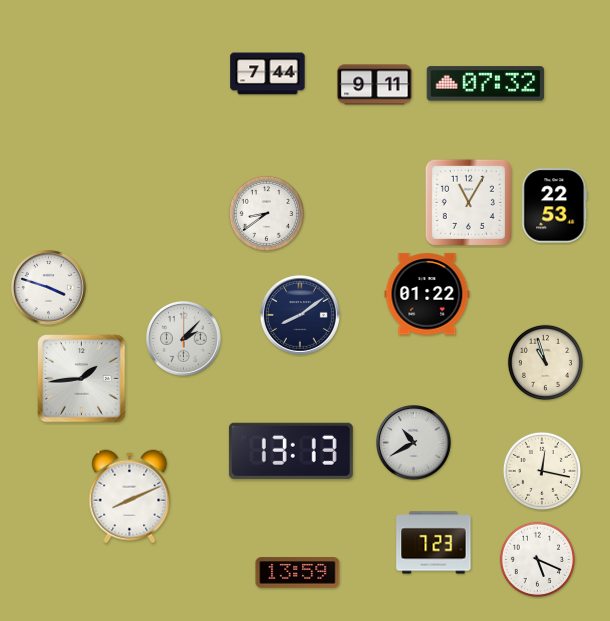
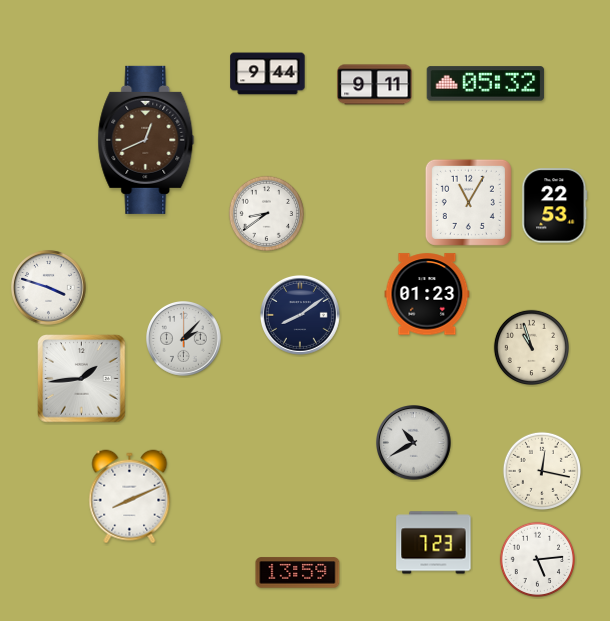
clock at (268, 74): 7:44 -> 9:44
clock at (486, 84): 07:32 -> 05:32
clock at (146, 140): none -> 12:41
clock at (427, 294): 01:22 -> 01:23
clock at (545, 362) position: (545, 362) -> (531, 347)
clock at (291, 451): 13:13 -> none
clock at (537, 559): 5:19 -> 5:14
